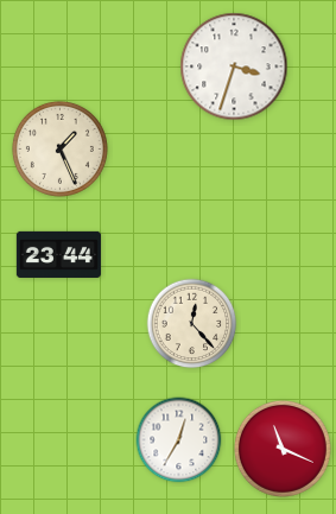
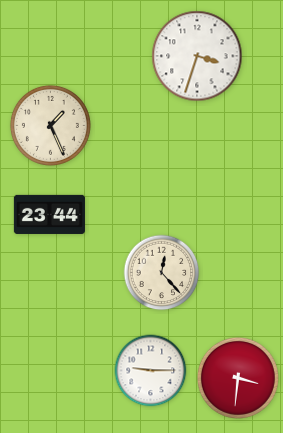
clock at (179, 440): 12:35 -> 9:15
clock at (283, 449): 11:19 -> 3:31
